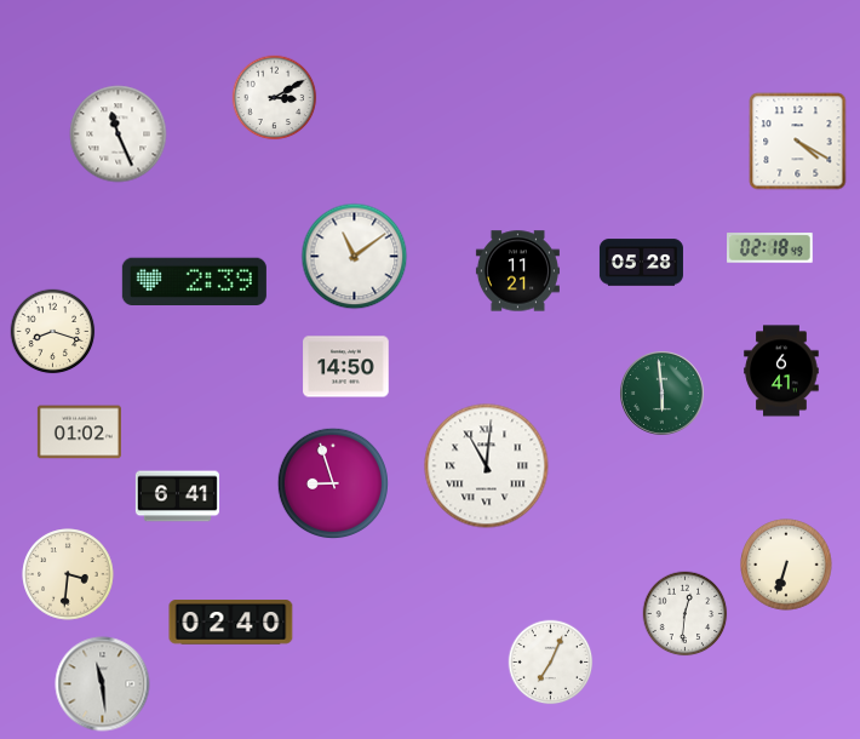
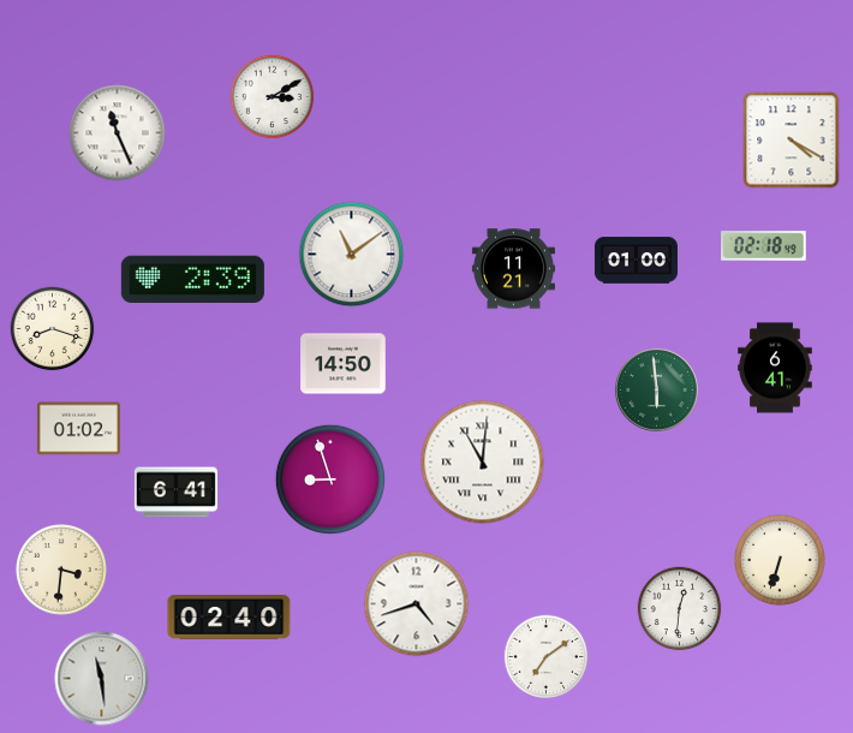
clock at (641, 263): 05:28 -> 01:00
clock at (68, 574) position: (68, 574) -> (61, 570)
clock at (417, 604): none -> 4:42
clock at (551, 663): 7:04 -> 7:09
